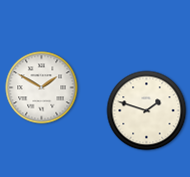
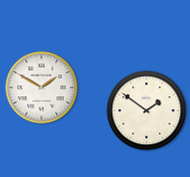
clock at (147, 111): 1:48 -> 1:51
